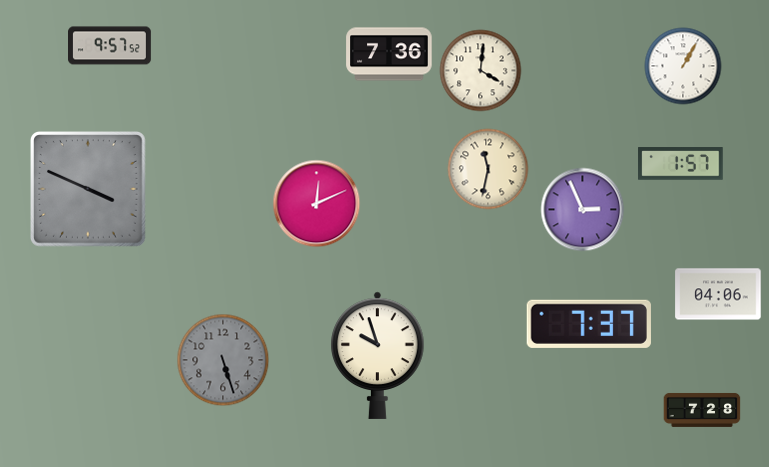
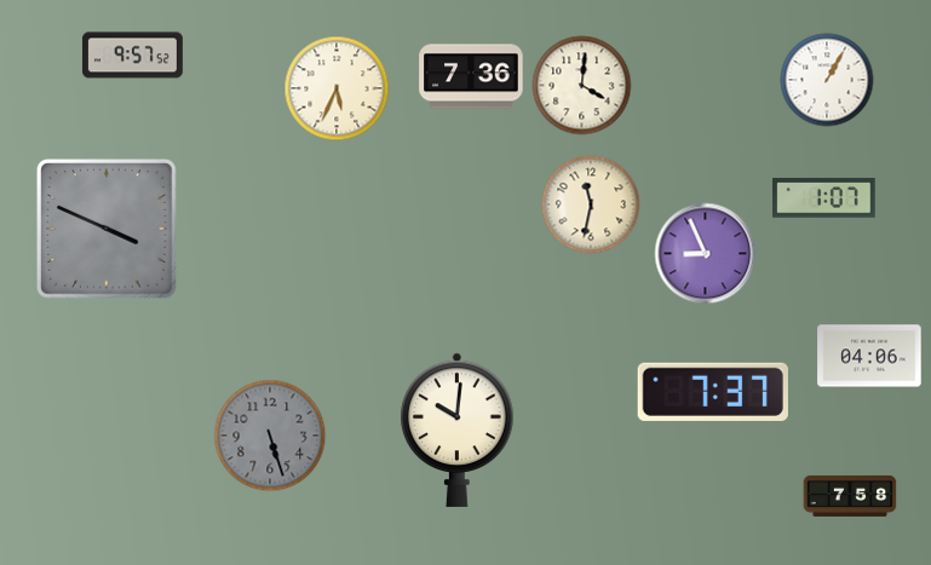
clock at (389, 54) position: (389, 54) -> (471, 76)
clock at (337, 88): none -> 5:34
clock at (681, 164): 1:57 -> 1:07
clock at (317, 204): 12:11 -> none
clock at (583, 210): 2:56 -> 8:56
clock at (378, 355): 9:57 -> 10:01
clock at (702, 410): 7:28 -> 7:58
